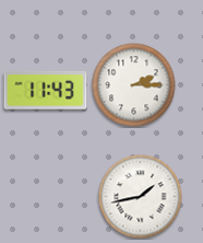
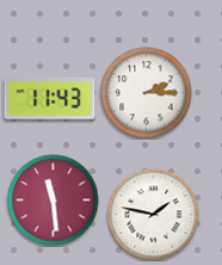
clock at (54, 201): none -> 11:29
clock at (141, 197): 1:43 -> 1:47
